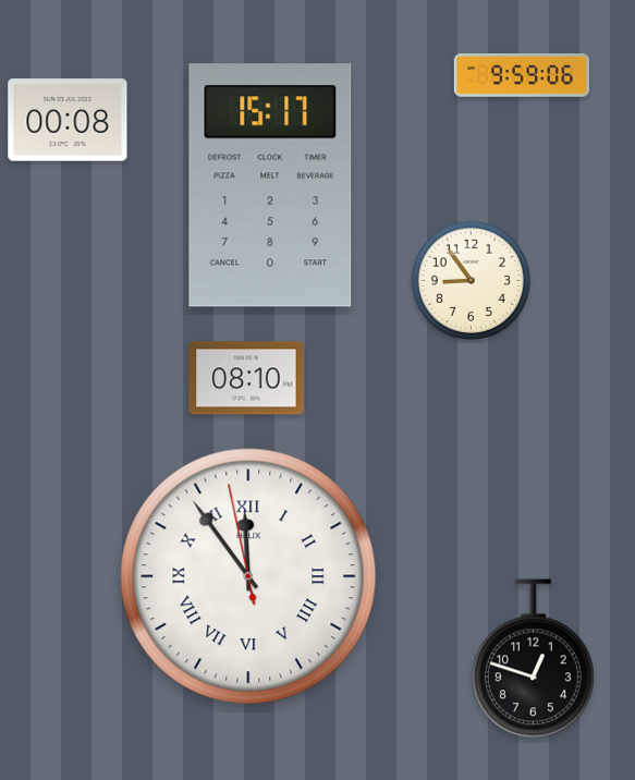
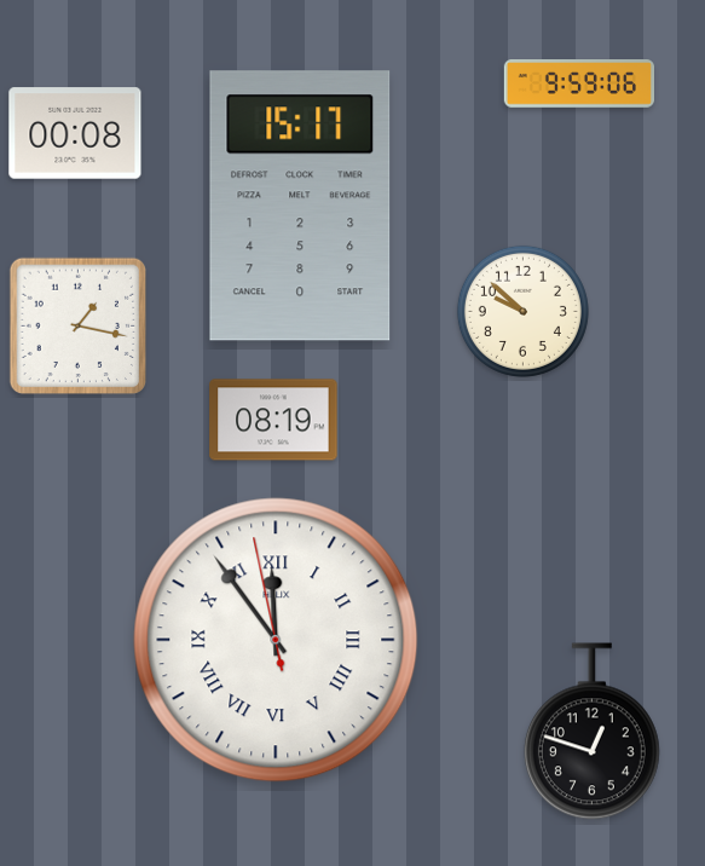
clock at (471, 280): 8:54 -> 9:52
clock at (77, 325): none -> 1:17
clock at (246, 378): 08:10 -> 08:19
